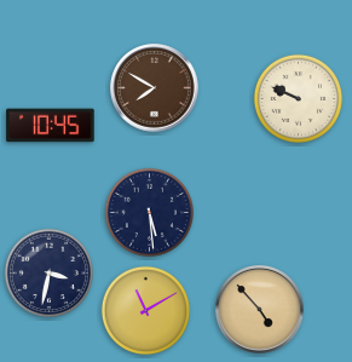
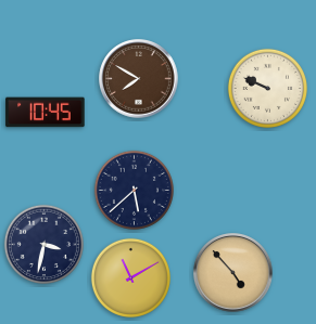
clock at (149, 212): 5:29 -> 5:38
clock at (260, 310) position: (260, 310) -> (233, 273)
